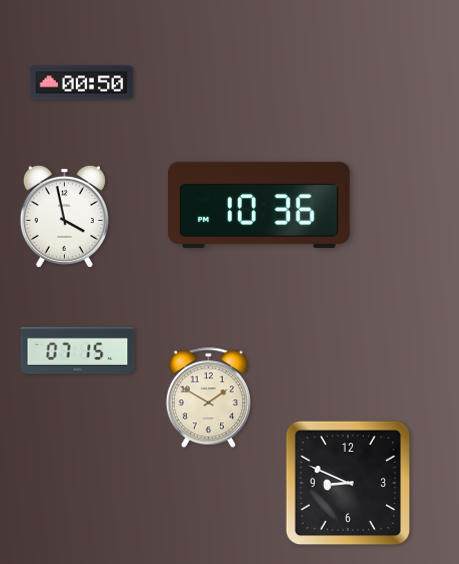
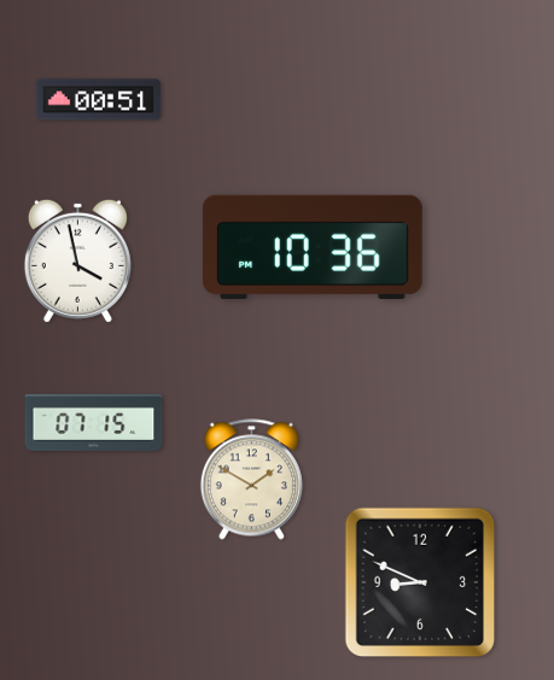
clock at (82, 83): 00:50 -> 00:51
